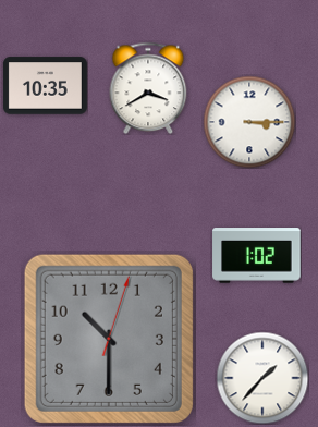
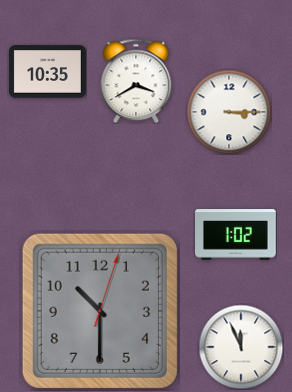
clock at (45, 86) position: (45, 86) -> (47, 72)
clock at (262, 378): 1:37 -> 11:56
